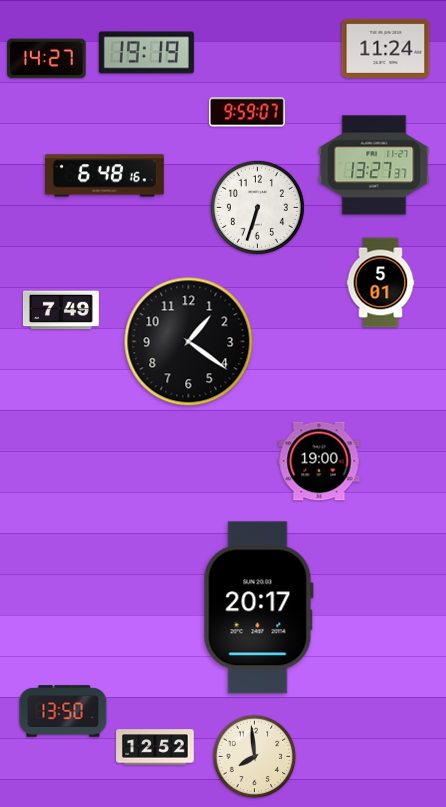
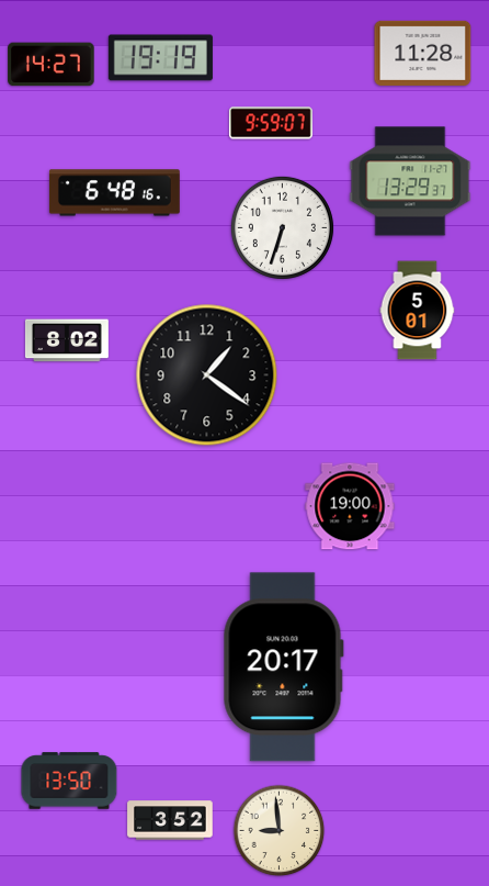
clock at (386, 48): 11:24 -> 11:28
clock at (374, 165): 13:27 -> 13:29
clock at (61, 310): 7:49 -> 8:02
clock at (155, 747): 12:52 -> 3:52
clock at (255, 757): 7:59 -> 8:59
